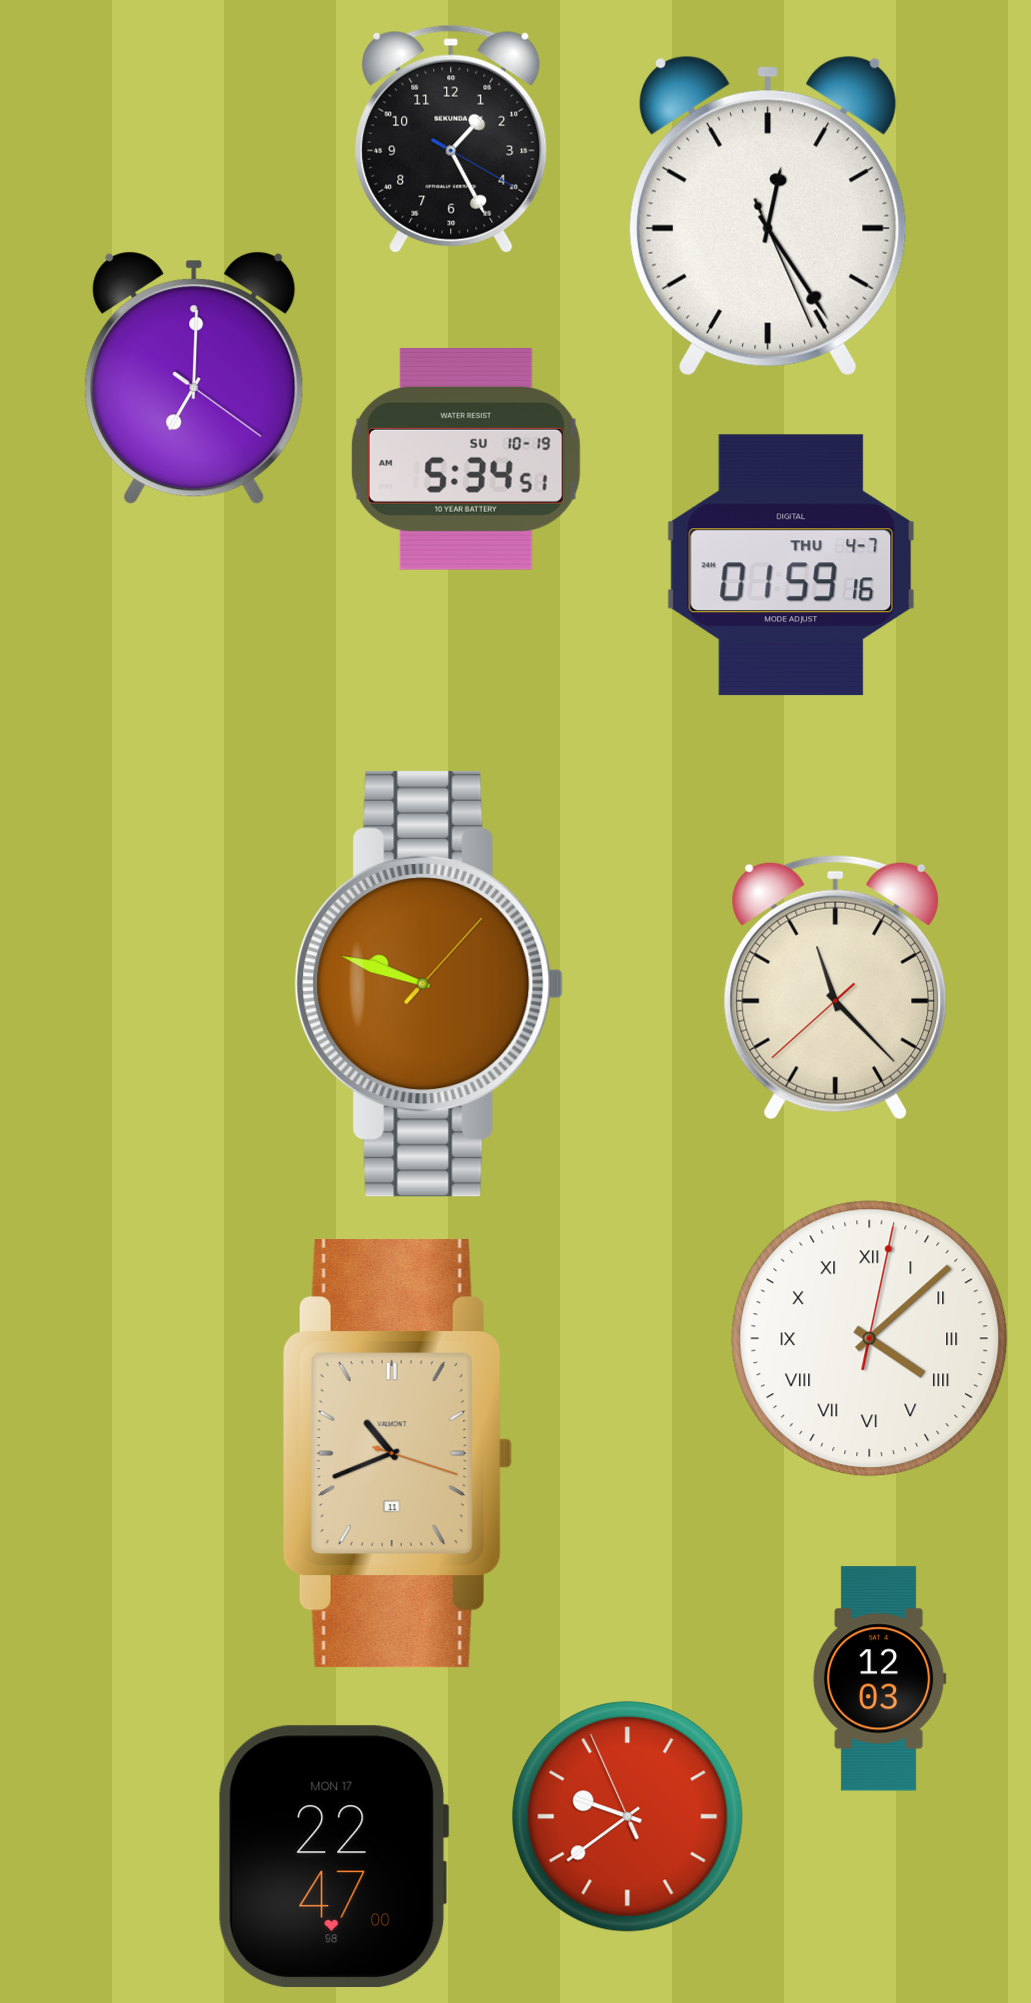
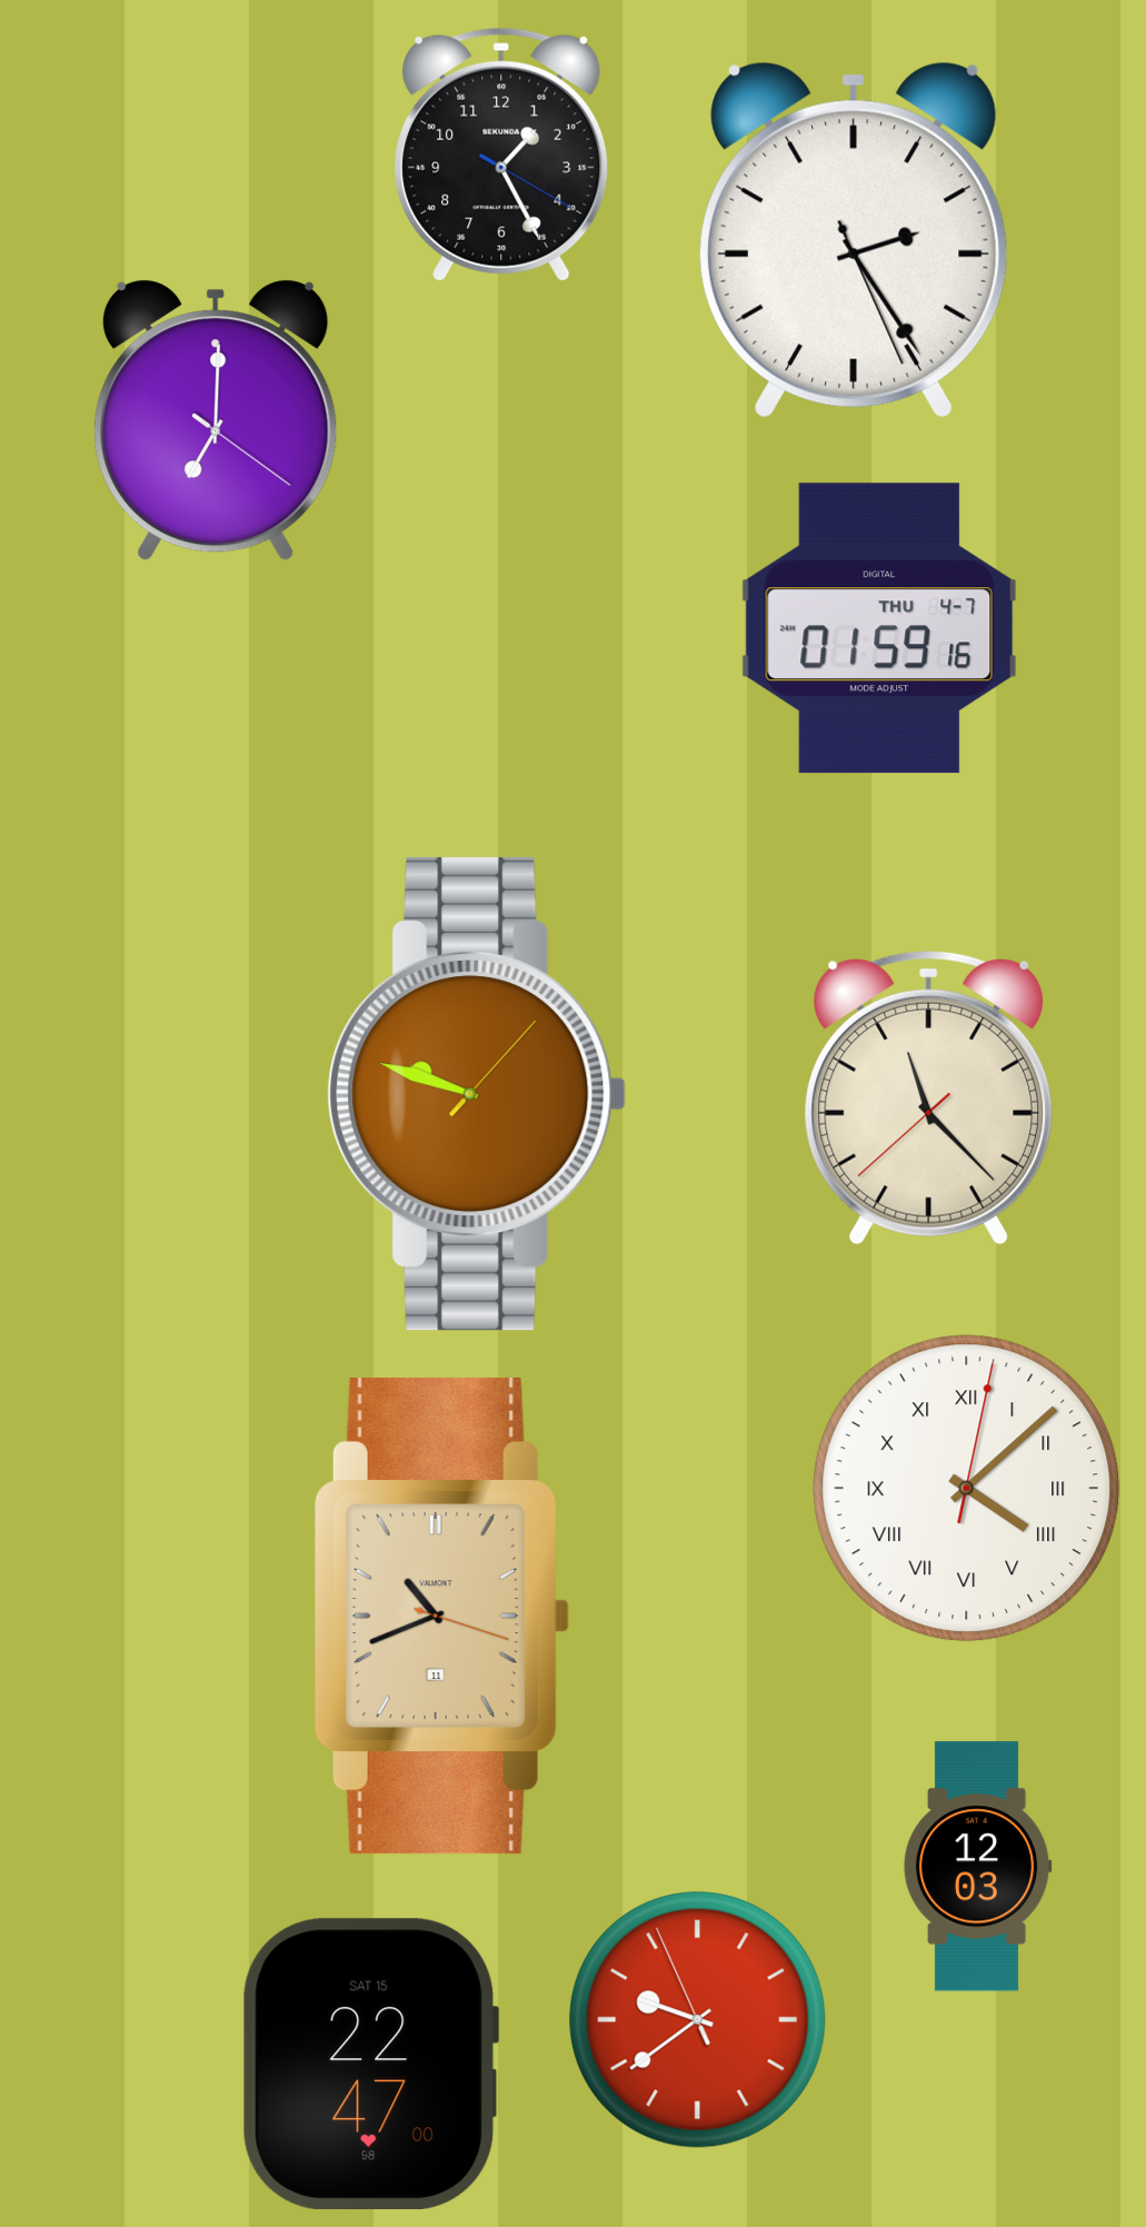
clock at (768, 216): 12:24 -> 2:24
clock at (466, 459): 5:34 -> none
clock at (333, 1856) date: MON 17 -> SAT 15
